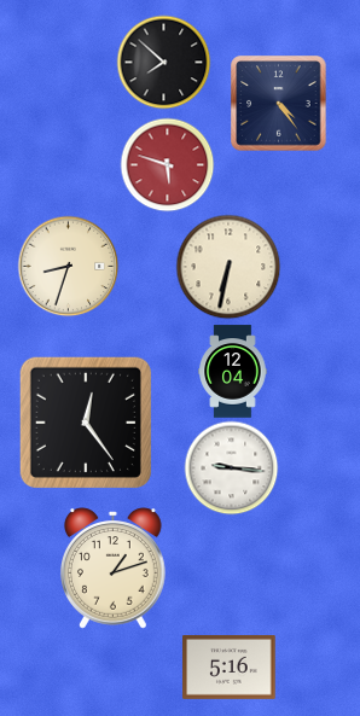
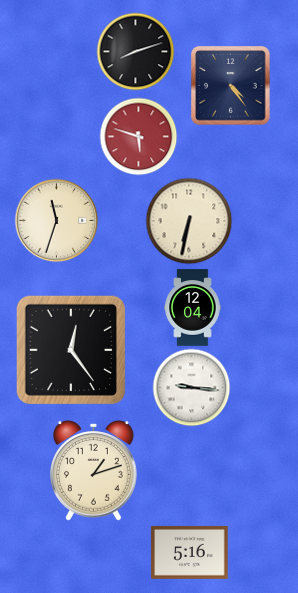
clock at (163, 62): 7:52 -> 8:12
clock at (68, 266): 8:33 -> 11:33
